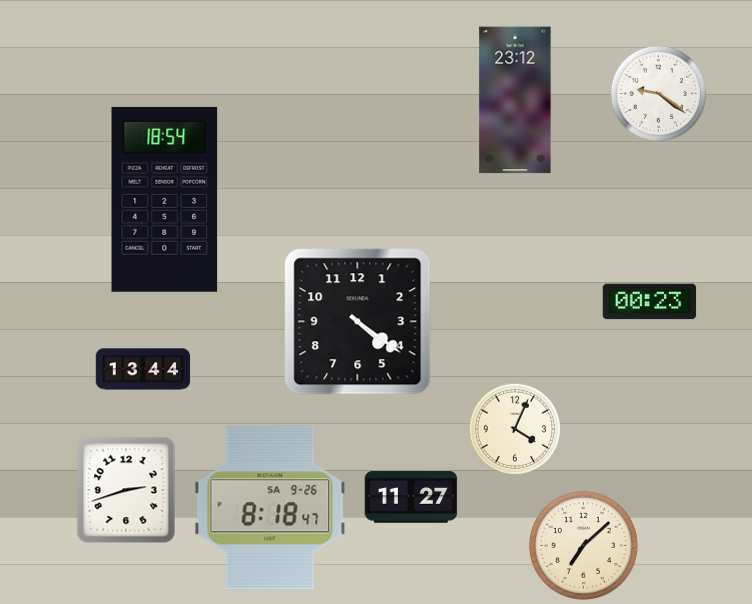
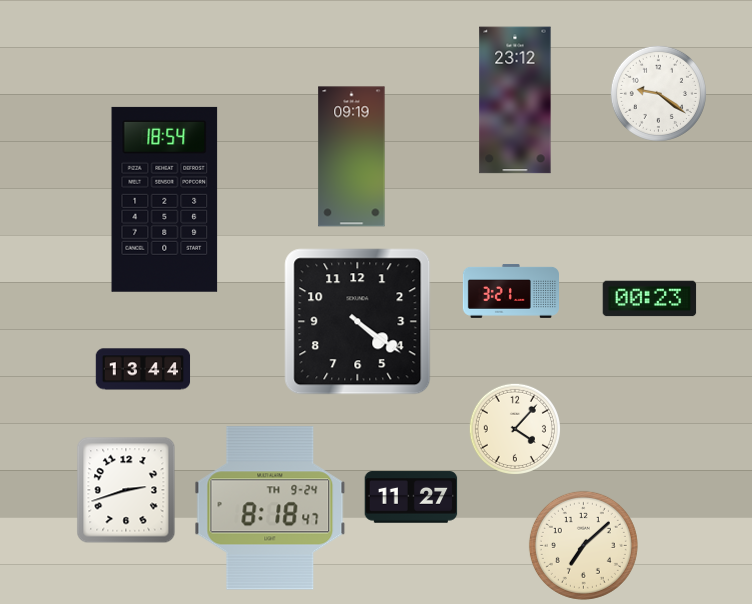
clock at (352, 157): none -> 09:19
clock at (510, 292): none -> 3:21
clock at (650, 302) position: (650, 302) -> (650, 299)
clock at (514, 428): 4:04 -> 4:07
clock at (270, 508) date: SA 9-26 -> TH 9-24
